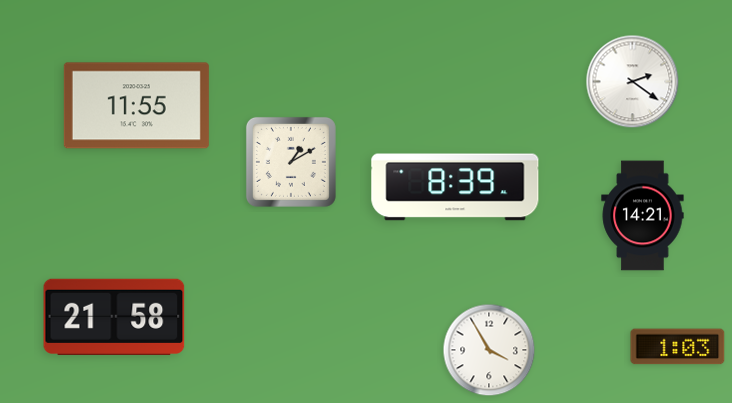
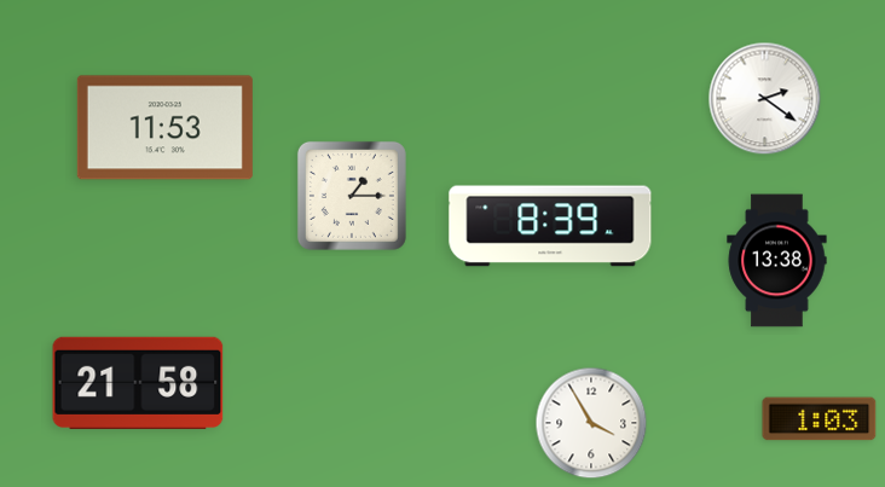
clock at (136, 106): 11:55 -> 11:53
clock at (291, 162): 1:10 -> 1:15
clock at (643, 216): 14:21 -> 13:38
